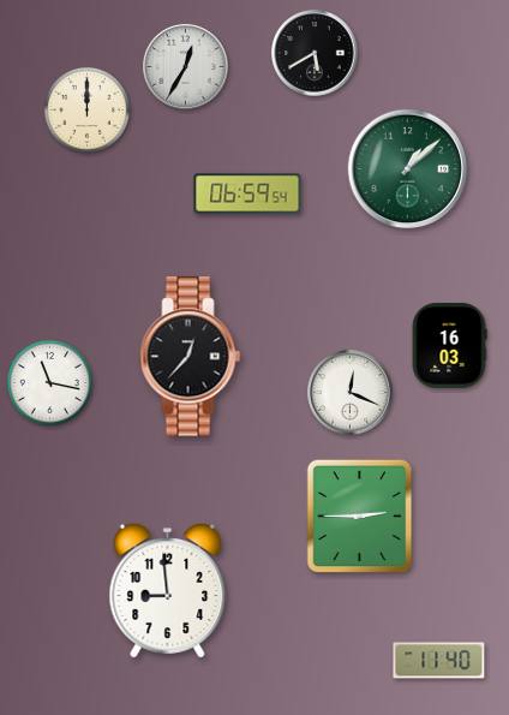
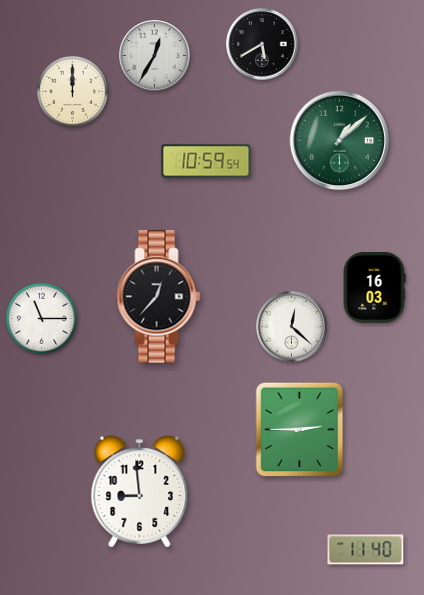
clock at (247, 193): 06:59 -> 10:59
clock at (49, 382): 11:17 -> 11:15
clock at (351, 393): 12:19 -> 12:22
